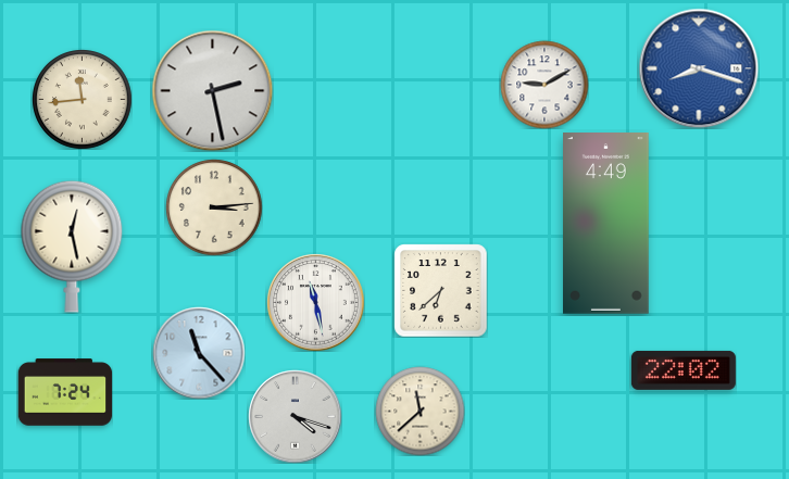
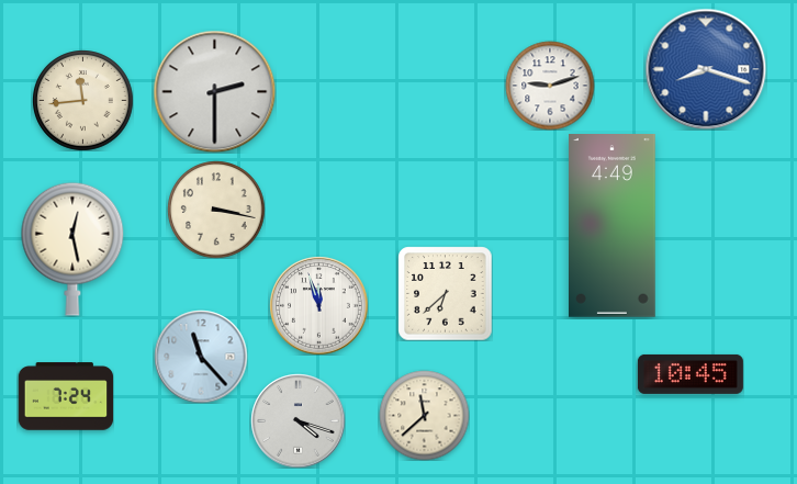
clock at (544, 85): 9:10 -> 9:12
clock at (212, 90): 2:28 -> 2:30
clock at (214, 207): 3:14 -> 3:17
clock at (315, 302): 11:28 -> 11:57
clock at (684, 370): 22:02 -> 10:45
